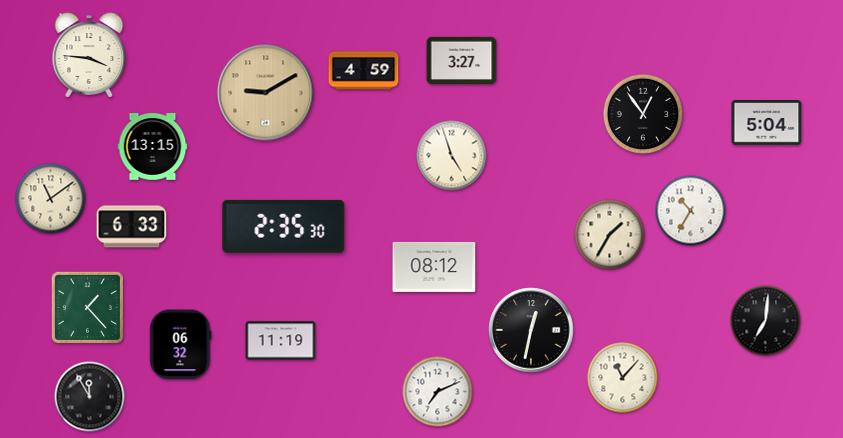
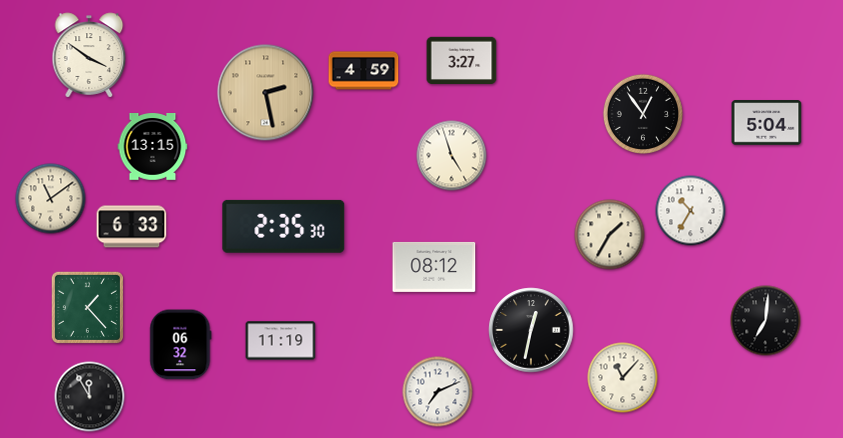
clock at (89, 55): 3:46 -> 3:51
clock at (266, 93): 9:10 -> 2:28
